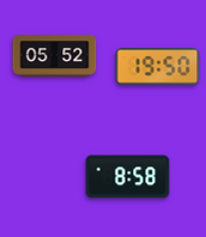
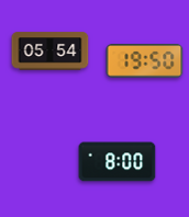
clock at (55, 56): 05:52 -> 05:54
clock at (128, 177): 8:58 -> 8:00
